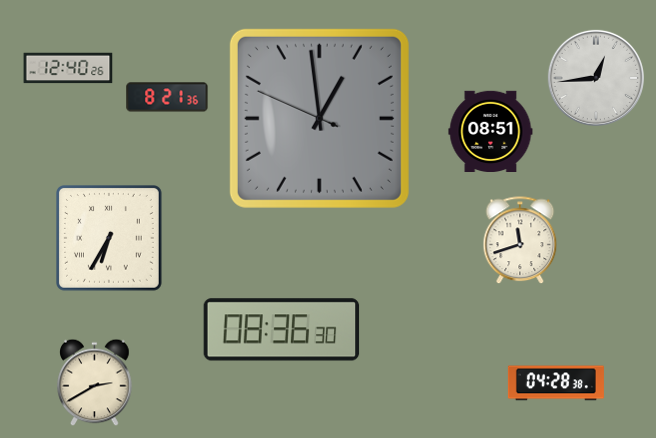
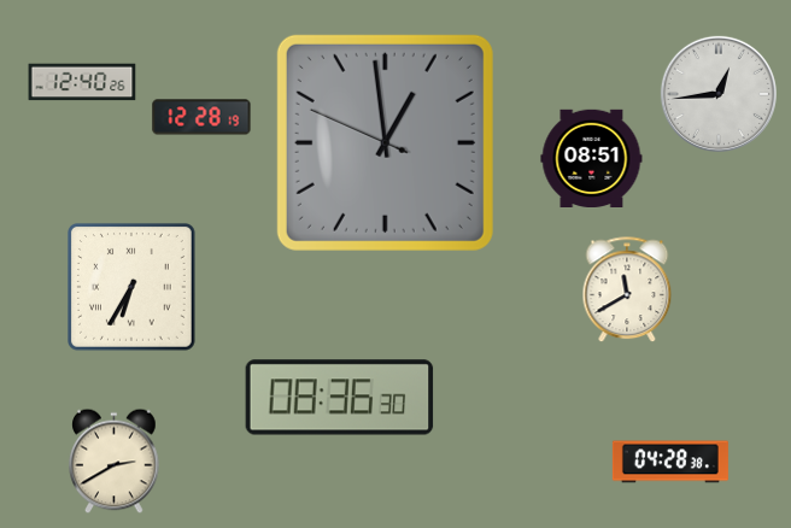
clock at (167, 97): 8:21 -> 12:28
clock at (520, 241): 11:42 -> 11:40
